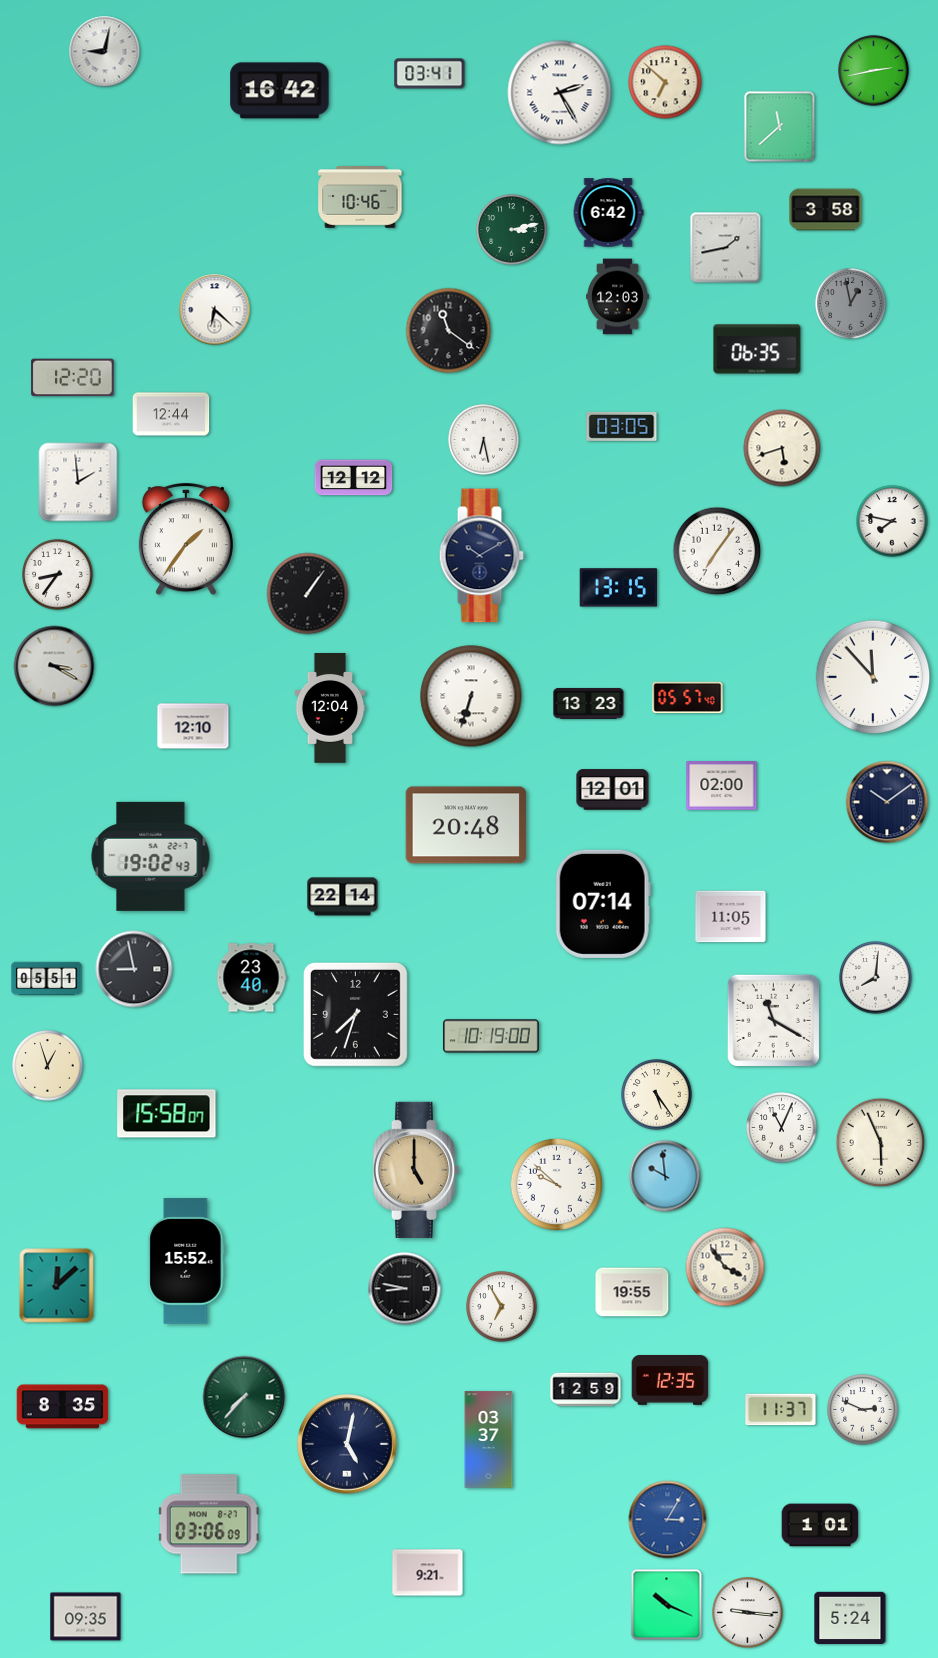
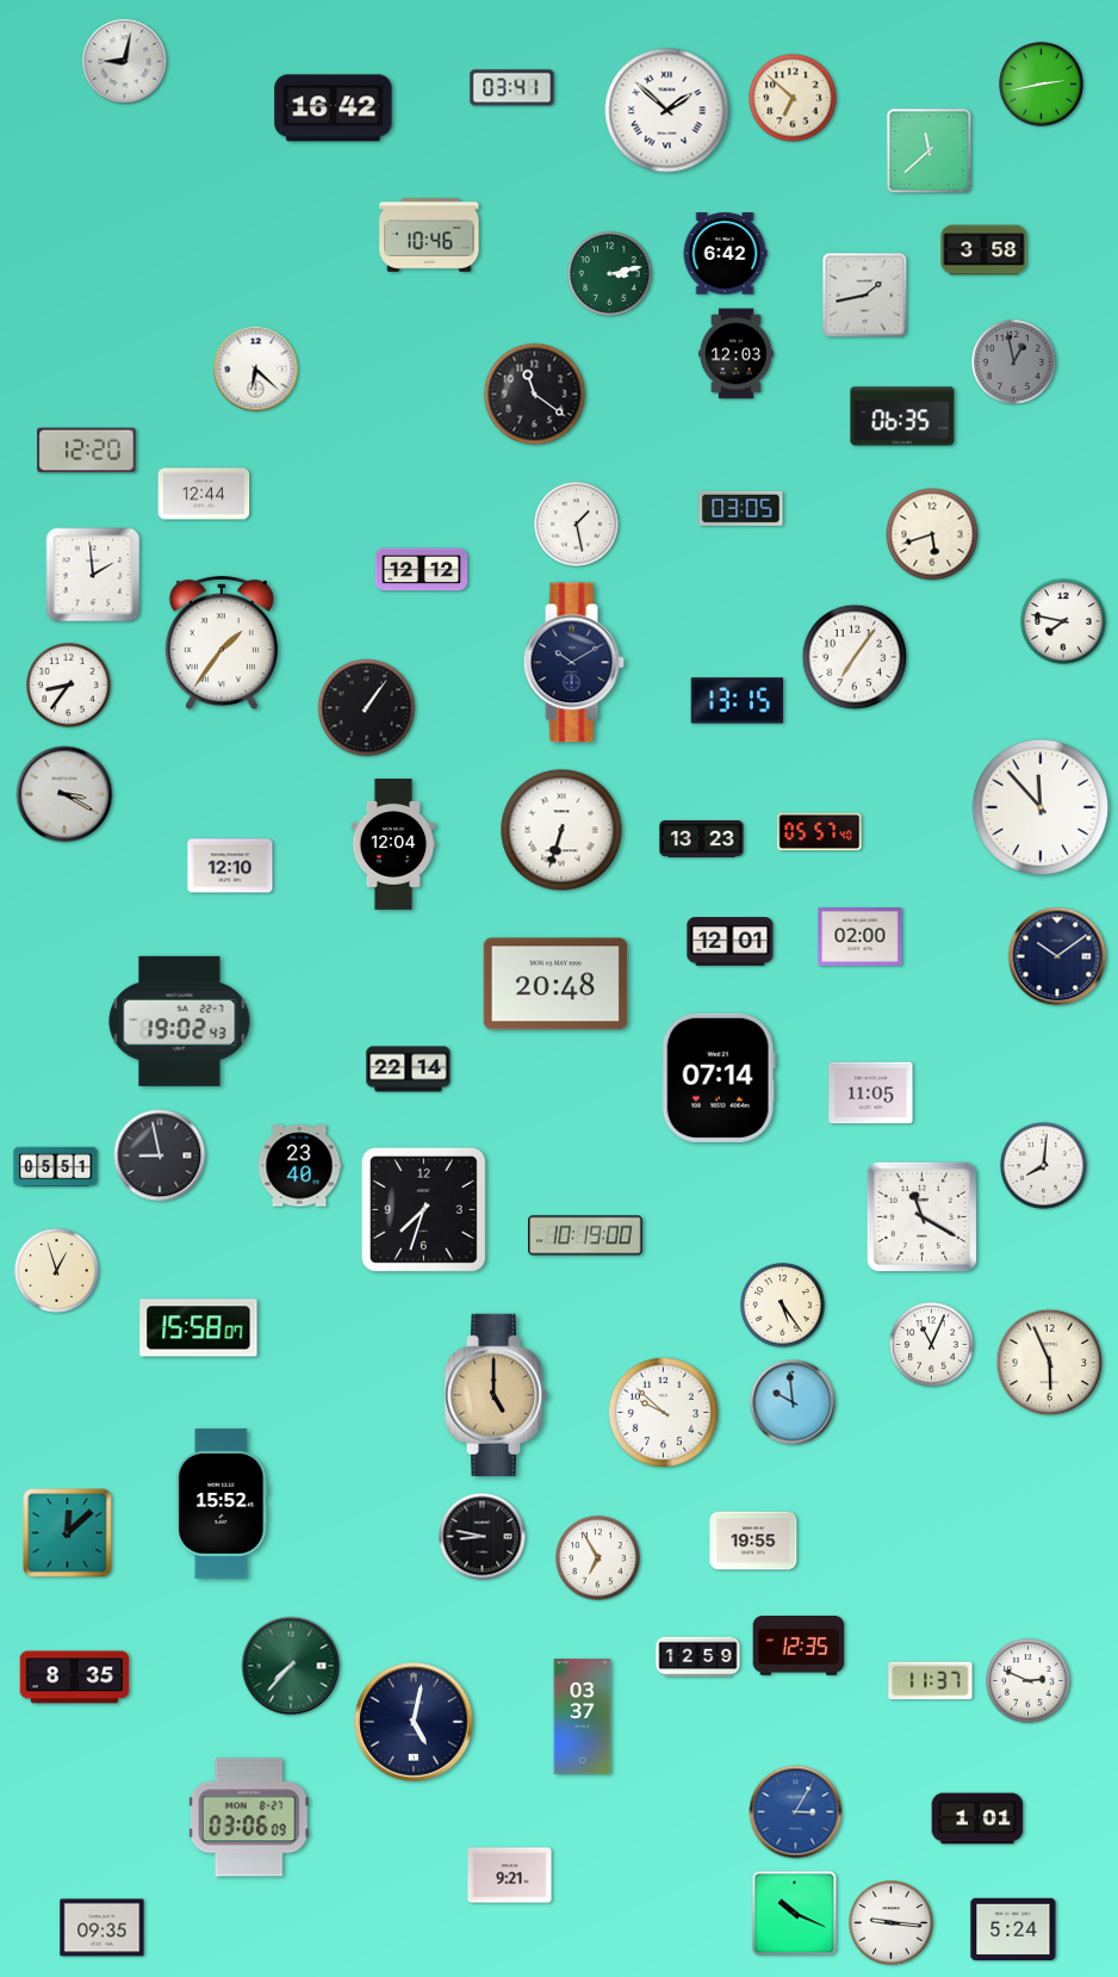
clock at (560, 93): 2:25 -> 1:52
clock at (484, 440): 6:28 -> 1:28
clock at (725, 1267): 3:54 -> none
